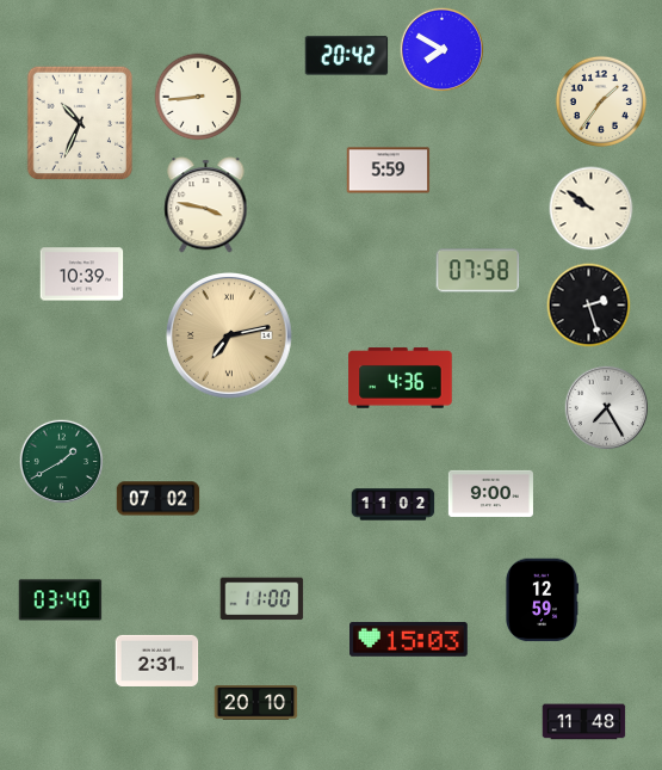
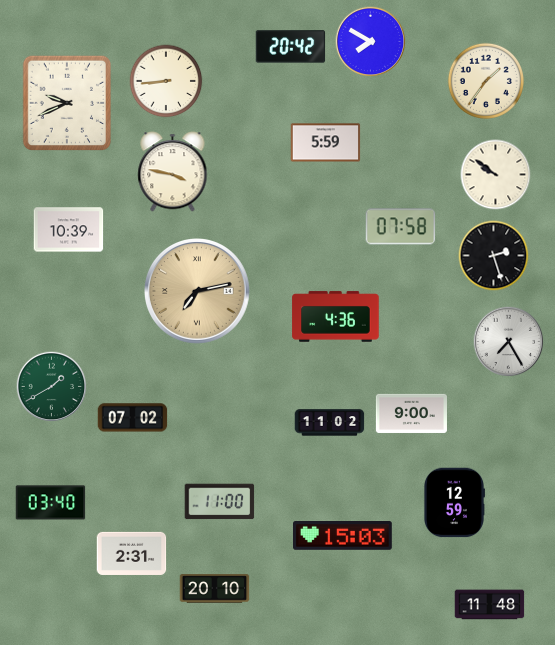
clock at (601, 101) position: (601, 101) -> (486, 81)
clock at (79, 122): 10:34 -> 9:41
clock at (230, 337) position: (230, 337) -> (198, 292)
